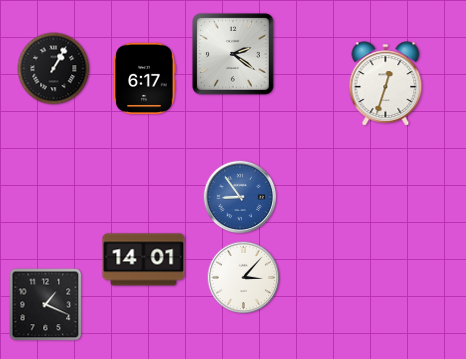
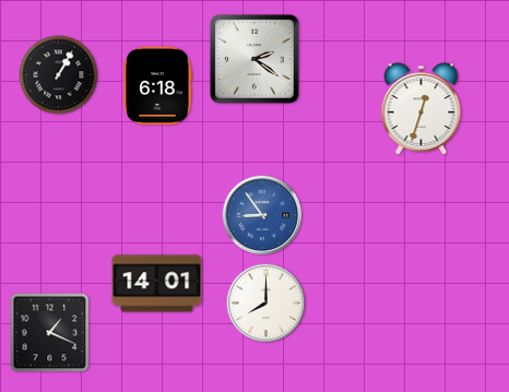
clock at (144, 79): 6:17 -> 6:18
clock at (386, 84) position: (386, 84) -> (422, 109)
clock at (244, 278): 3:07 -> 8:00
